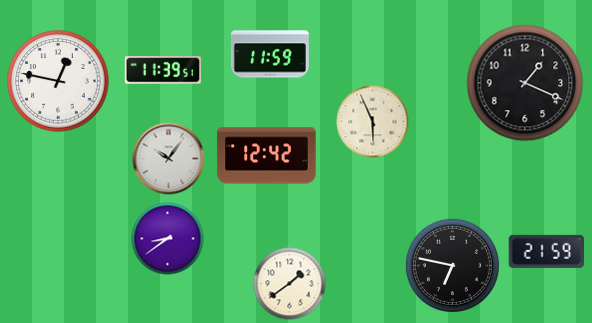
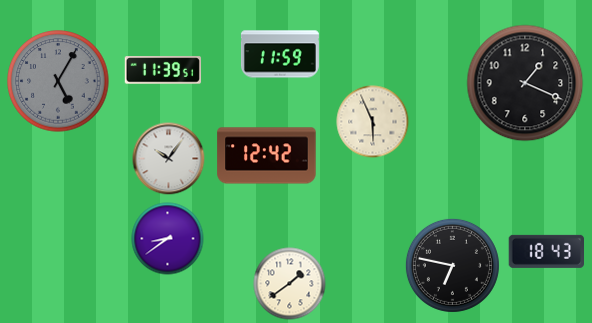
clock at (270, 54) position: (270, 54) -> (280, 54)
clock at (58, 81): 12:47 -> 5:05
clock at (58, 81) dial: white -> grey
clock at (547, 251): 21:59 -> 18:43
